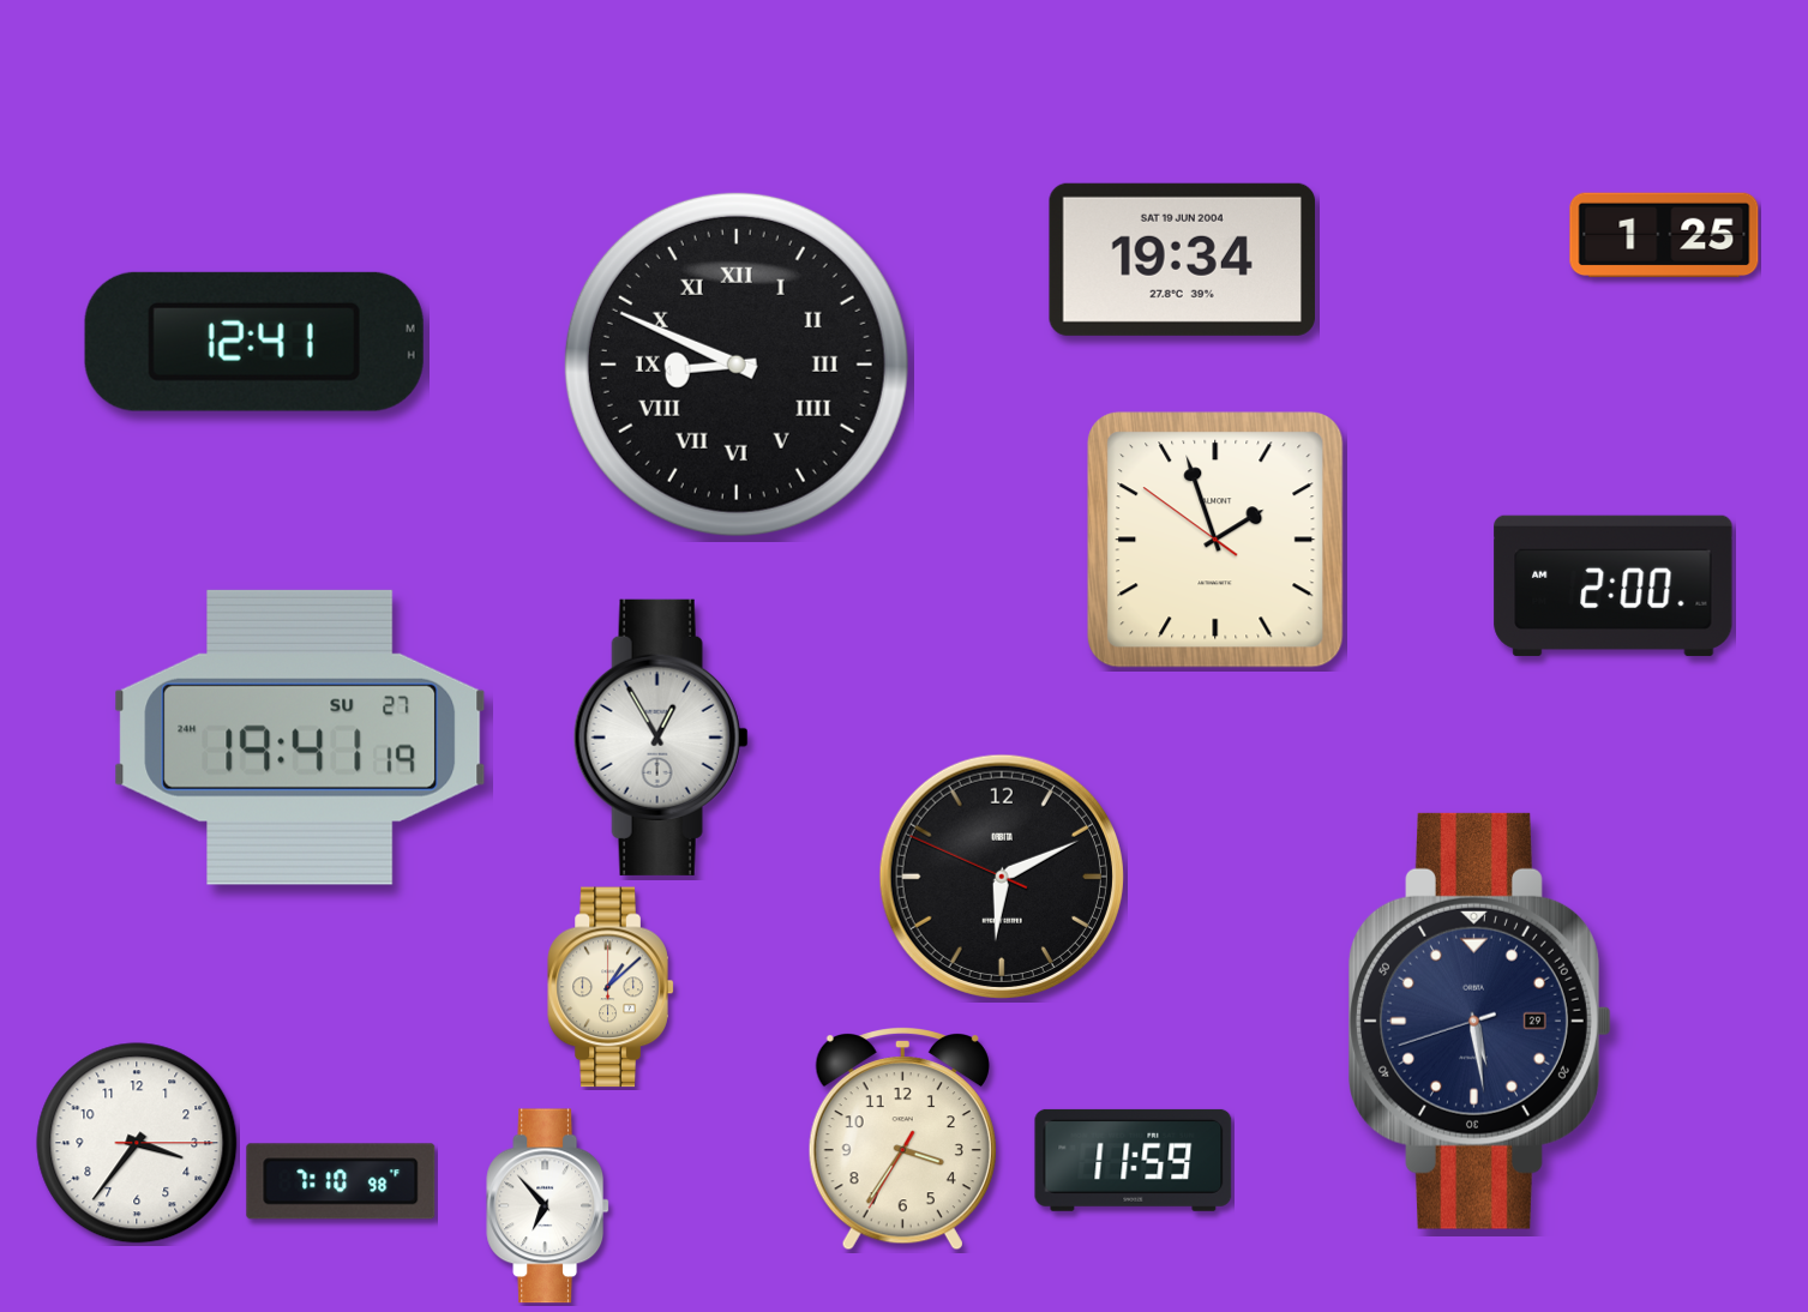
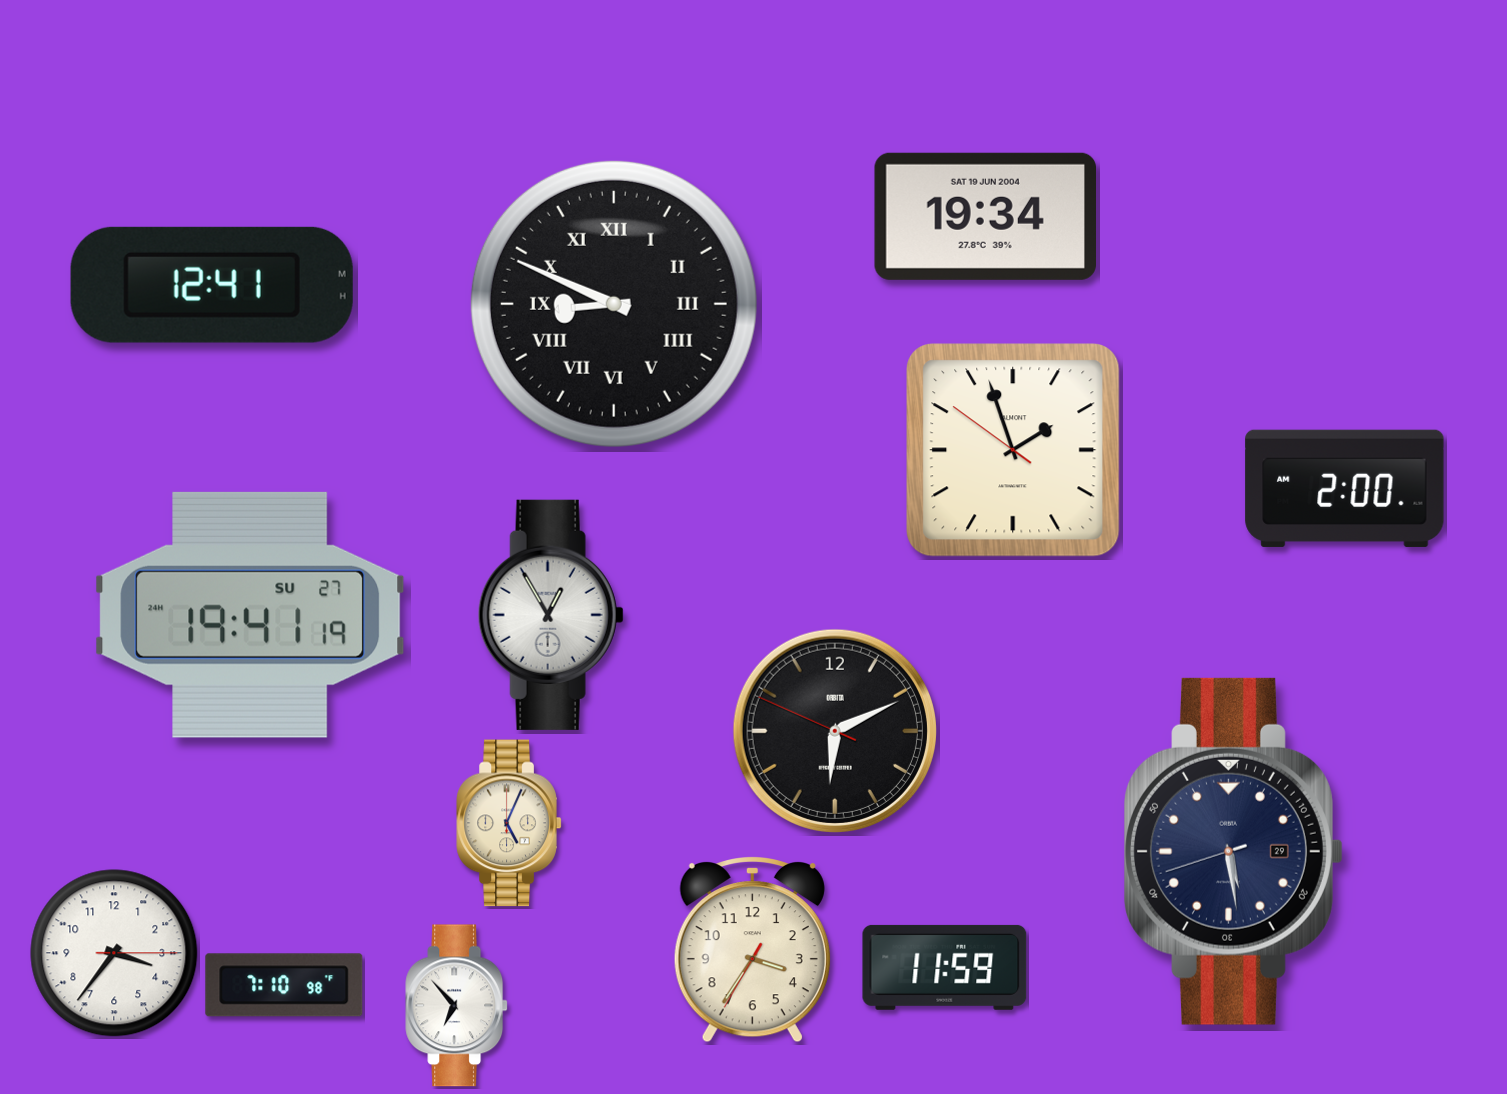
clock at (1664, 235): 1:25 -> none
clock at (611, 987): 1:08 -> 5:04
